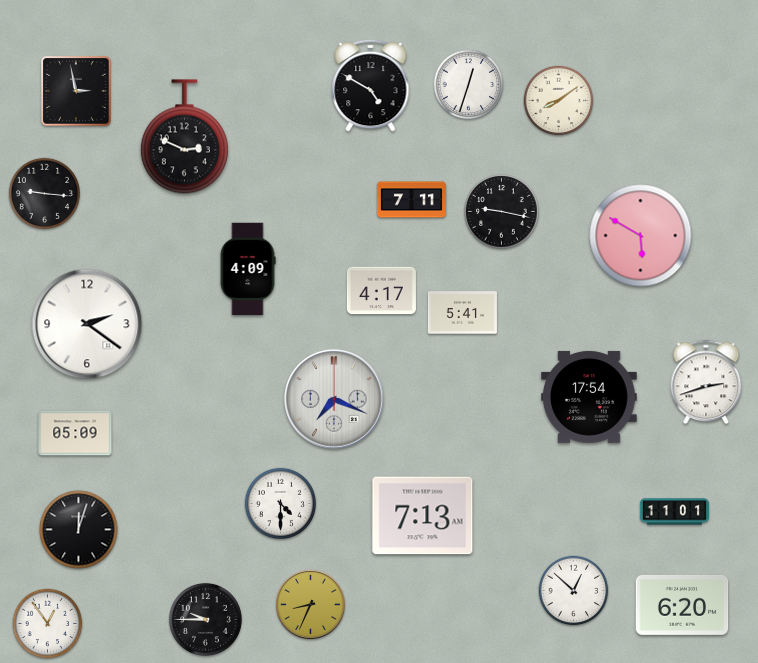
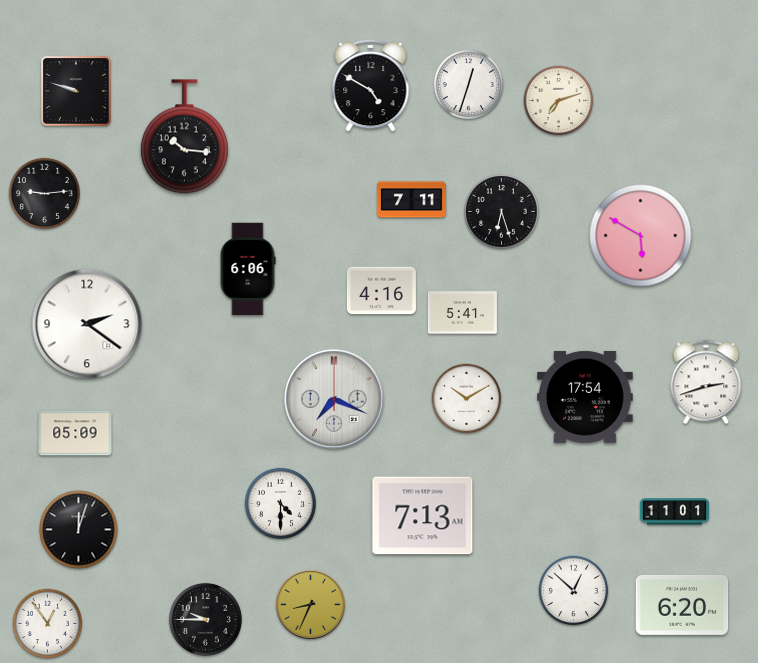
clock at (76, 91): 2:58 -> 9:48
clock at (559, 101): 8:09 -> 7:12
clock at (184, 137): 2:49 -> 10:16
clock at (44, 193): 9:16 -> 9:14
clock at (502, 212): 9:17 -> 6:27
clock at (248, 269): 4:09 -> 6:06
clock at (381, 291): 4:17 -> 4:16
clock at (590, 397) position: (590, 397) -> (586, 397)
clock at (467, 399): none -> 10:10
